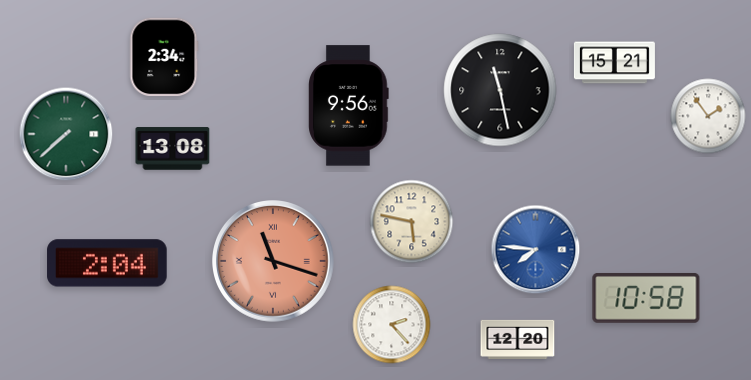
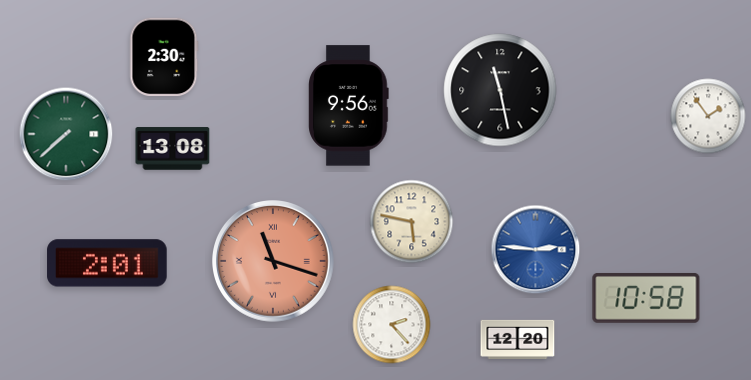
clock at (164, 57): 2:34 -> 2:30
clock at (614, 63): 15:21 -> none
clock at (536, 250): 7:46 -> 2:46
clock at (107, 263): 2:04 -> 2:01
